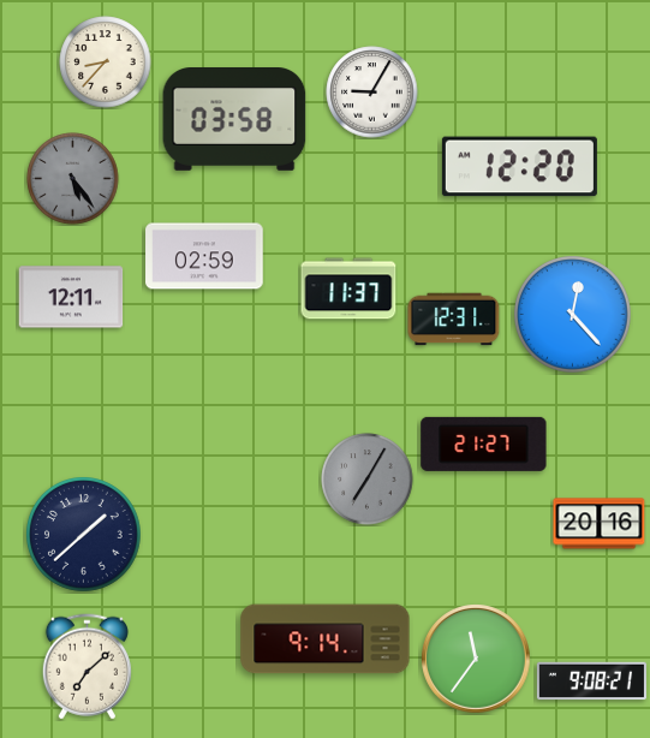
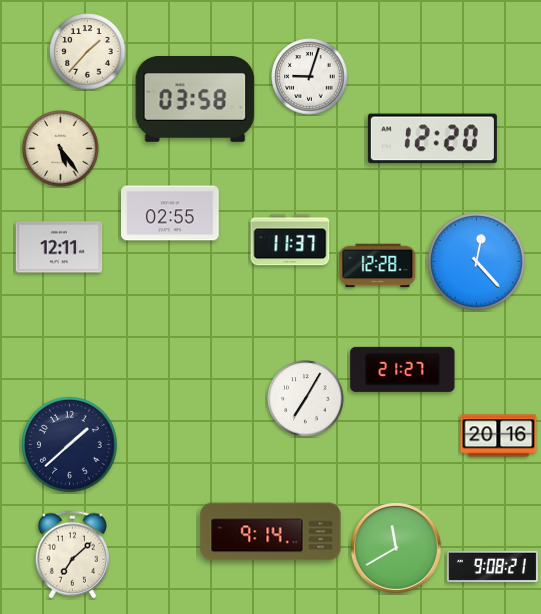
clock at (106, 63): 8:37 -> 1:37
clock at (372, 93): 9:05 -> 9:03
clock at (73, 179) dial: grey -> cream
clock at (204, 256): 02:59 -> 02:55
clock at (454, 320): 12:31 -> 12:28
clock at (368, 480) dial: grey -> white
clock at (476, 659): 11:36 -> 11:40
